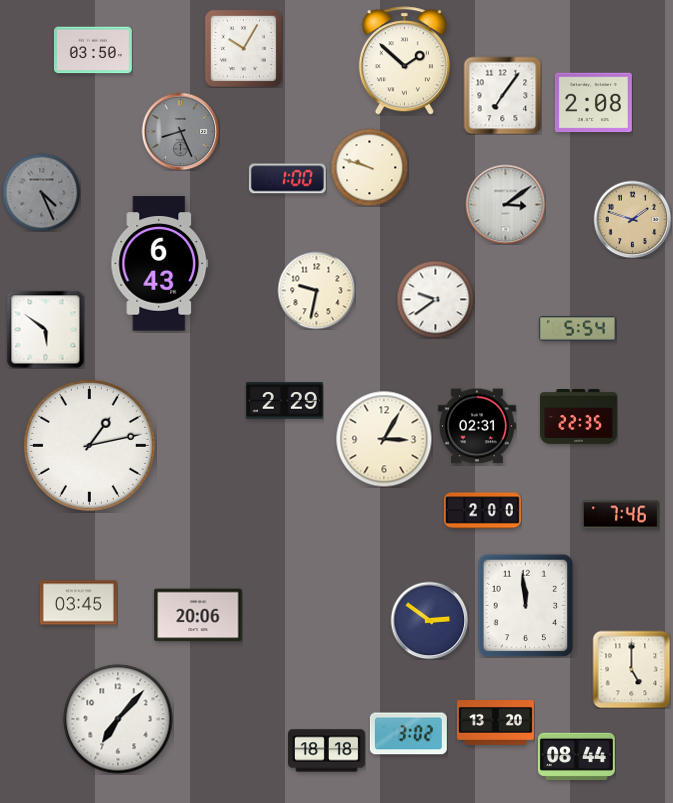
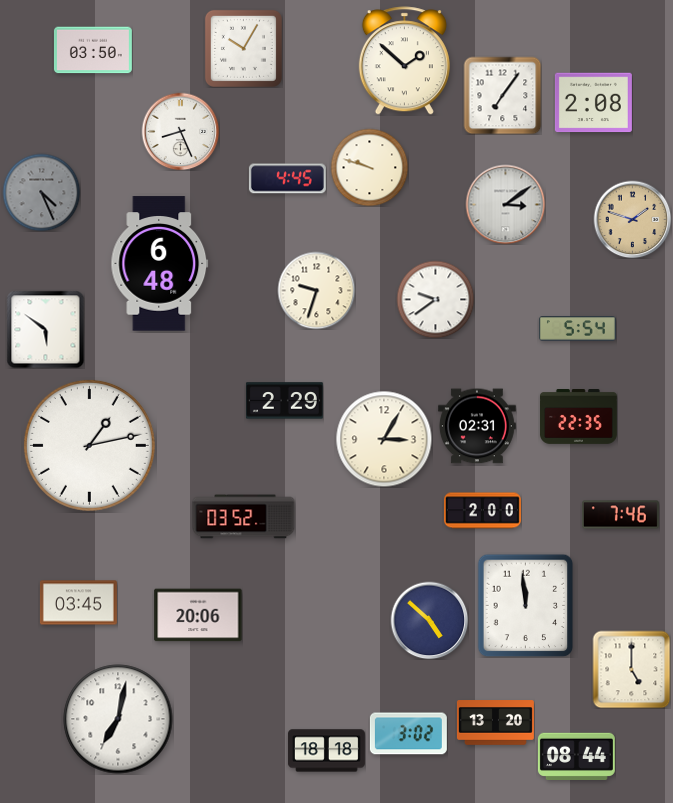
clock at (180, 131) dial: grey -> white
clock at (287, 179): 1:00 -> 4:45
clock at (160, 264): 6:43 -> 6:48
clock at (316, 290): 9:32 -> 9:33
clock at (244, 517): none -> 03:52
clock at (429, 620): 2:51 -> 4:52
clock at (118, 719): 7:07 -> 7:02
